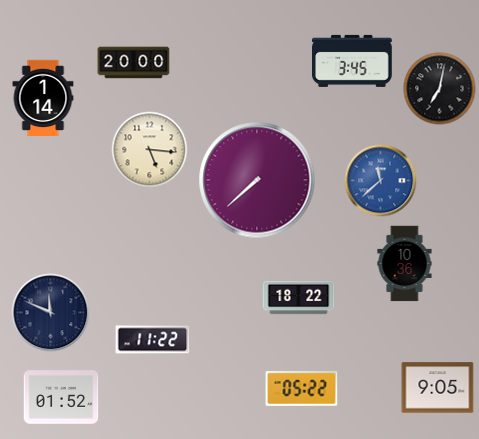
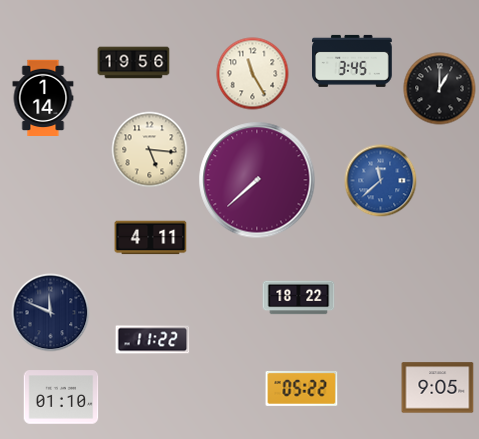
clock at (134, 63): 20:00 -> 19:56
clock at (253, 74): none -> 11:25
clock at (440, 89): 7:02 -> 1:00
clock at (151, 238): none -> 4:11
clock at (405, 264): 10:36 -> none
clock at (61, 397): 01:52 -> 01:10
